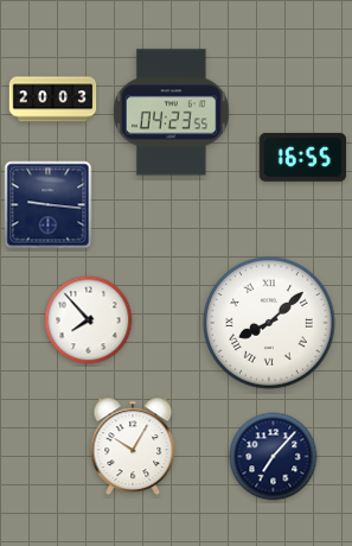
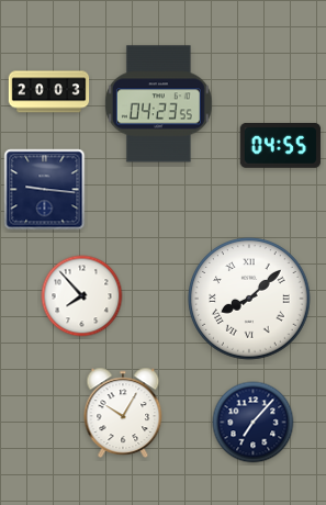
clock at (303, 158): 16:55 -> 04:55
